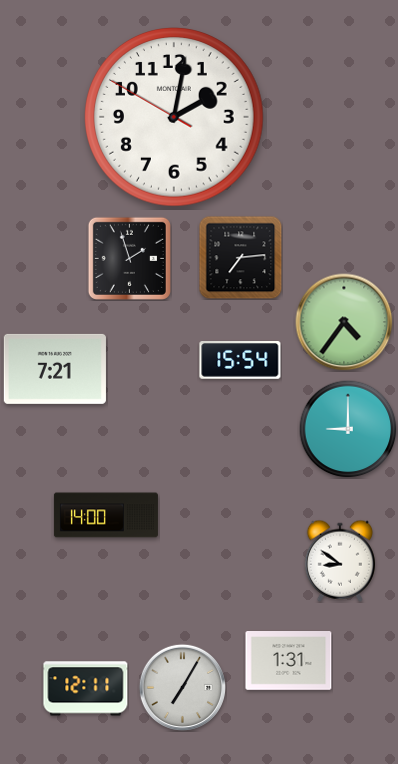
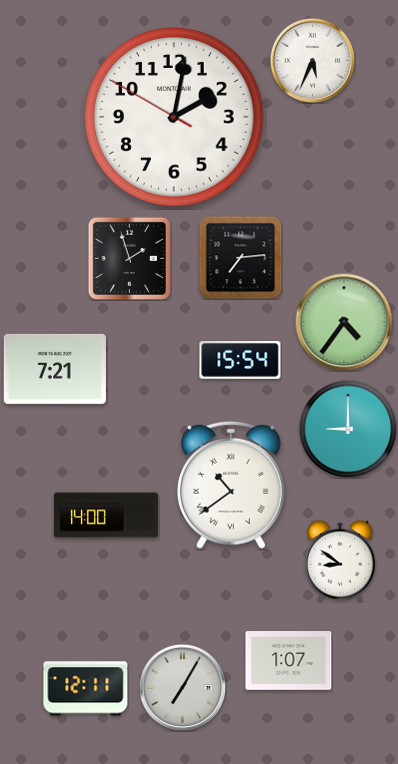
clock at (312, 60): none -> 5:34
clock at (231, 485): none -> 10:39
clock at (289, 661): 1:31 -> 1:07
